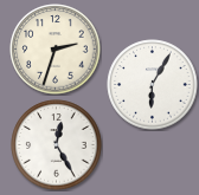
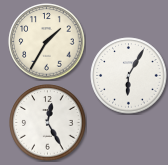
clock at (56, 50): 2:33 -> 1:35
clock at (153, 85) position: (153, 85) -> (129, 76)
